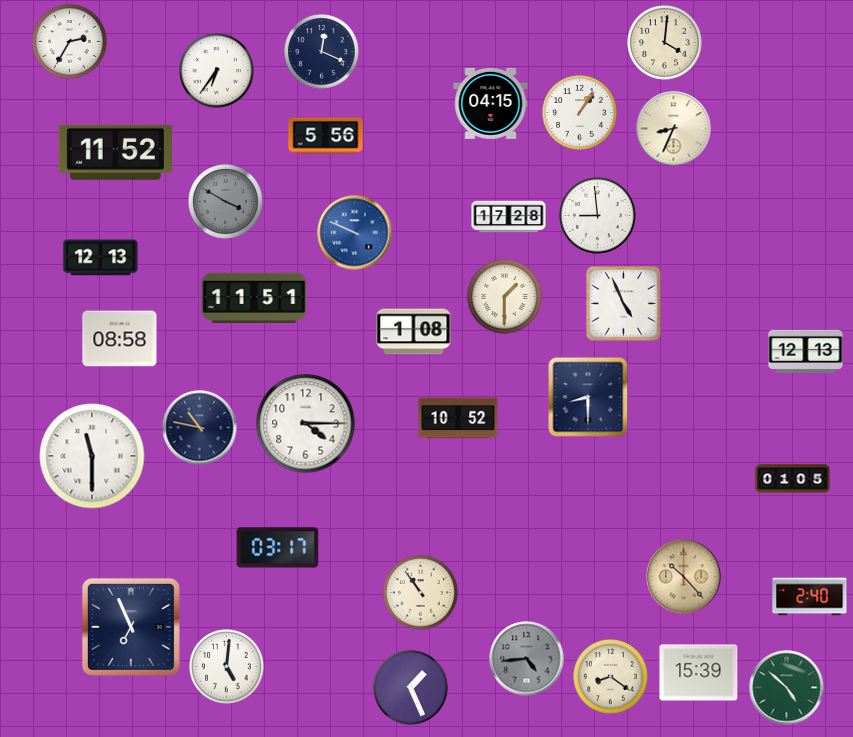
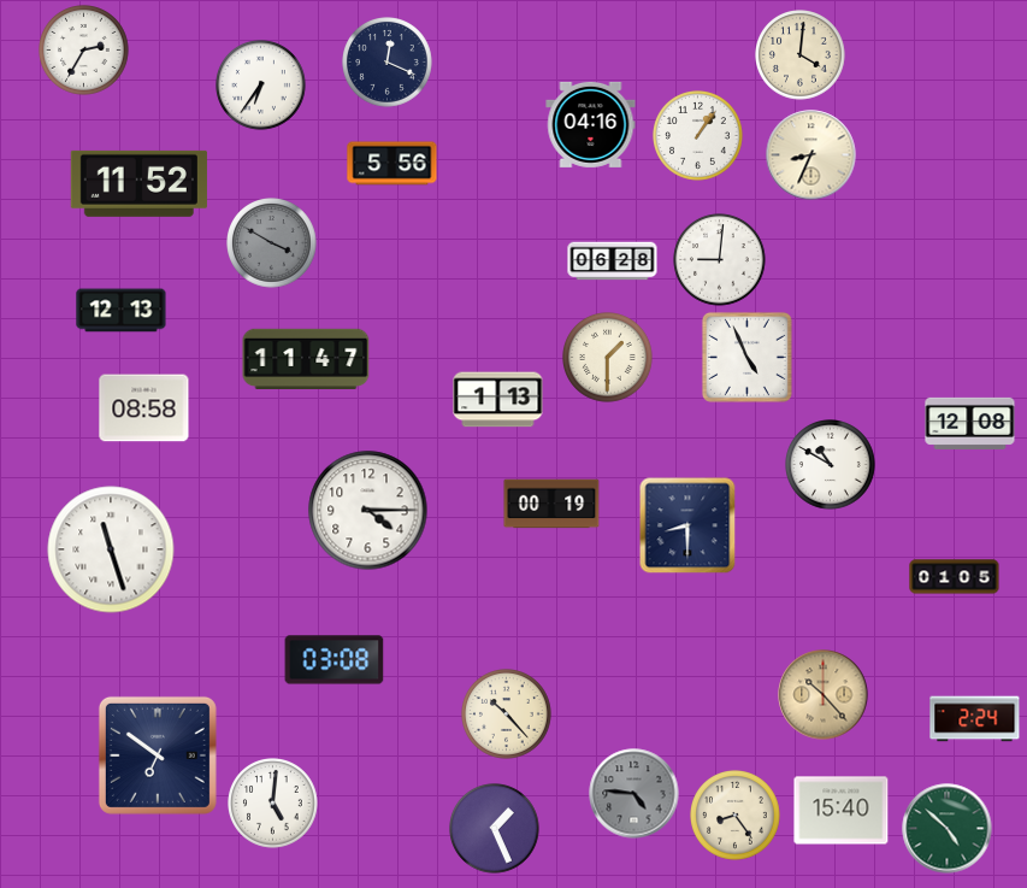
clock at (665, 43) position: (665, 43) -> (801, 55)
clock at (491, 103): 04:15 -> 04:16
clock at (598, 216): 8:59 -> 9:01
clock at (509, 217): 17:28 -> 06:28
clock at (355, 233): 9:49 -> none
clock at (254, 297): 11:51 -> 11:47
clock at (623, 303) position: (623, 303) -> (746, 357)
clock at (414, 332): 1:08 -> 1:13
clock at (806, 351): 12:13 -> 12:08
clock at (831, 465): none -> 10:50
clock at (588, 397) position: (588, 397) -> (687, 525)
clock at (458, 418): 10:52 -> 00:19
clock at (200, 428): 10:47 -> none
clock at (92, 456): 11:30 -> 11:27
clock at (278, 548): 03:17 -> 03:08
clock at (421, 593): 10:54 -> 10:23
clock at (810, 597): 2:40 -> 2:24
clock at (131, 627): 6:56 -> 6:51
clock at (527, 659): 4:44 -> 4:46
clock at (699, 673): 15:39 -> 15:40
clock at (611, 677): 8:21 -> 8:24
